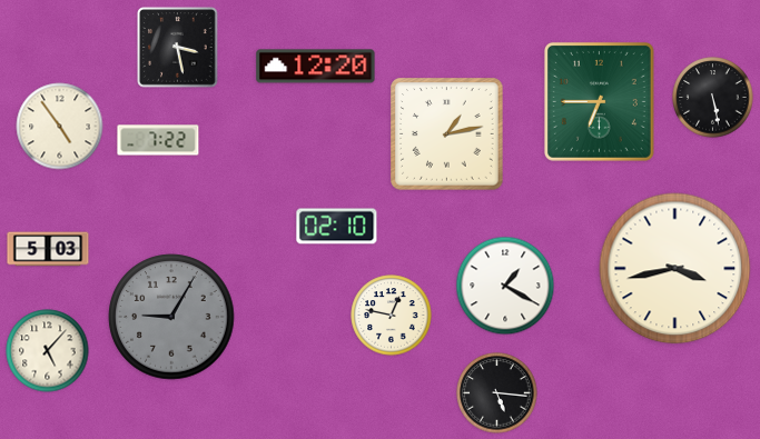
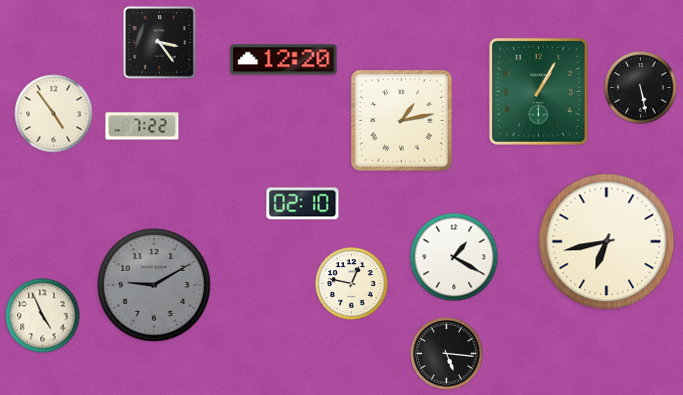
clock at (178, 48): 3:28 -> 3:24
clock at (599, 101): 6:45 -> 1:05
clock at (48, 249): 5:03 -> none
clock at (675, 269): 3:43 -> 6:43
clock at (171, 317): 9:05 -> 9:10
clock at (48, 351): 5:07 -> 4:56
